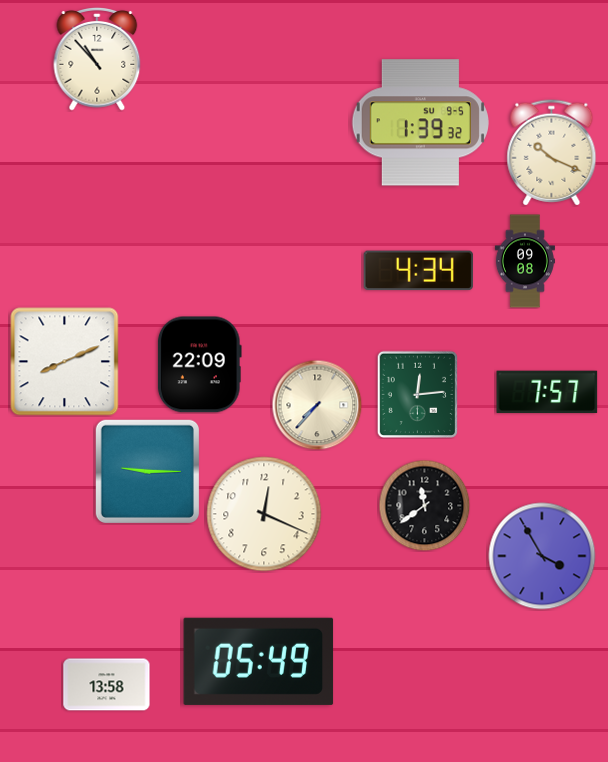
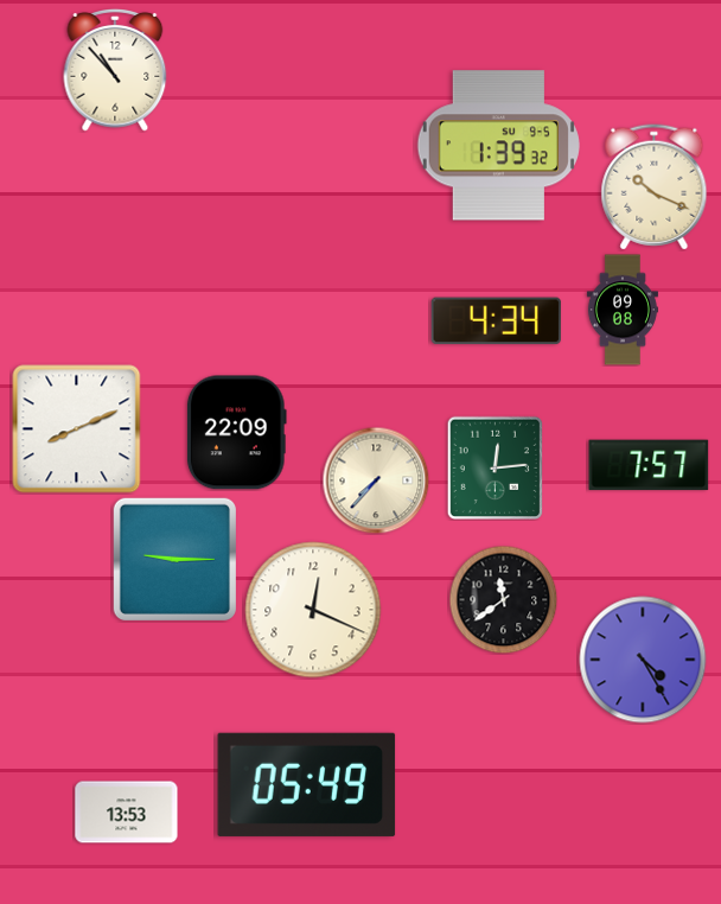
clock at (552, 153) position: (552, 153) -> (655, 187)
clock at (542, 556): 3:55 -> 4:25
clock at (107, 685): 13:58 -> 13:53
